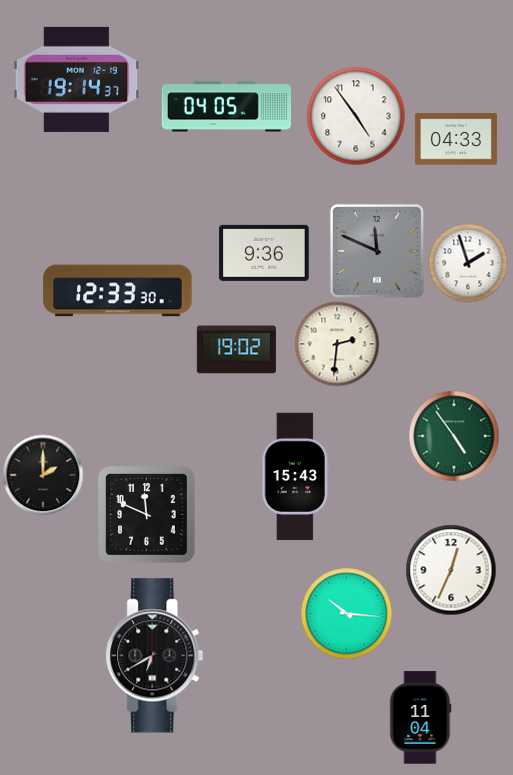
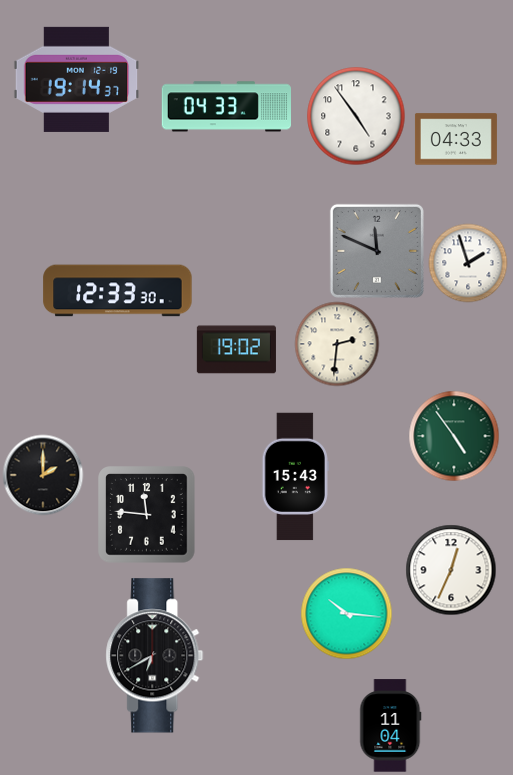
clock at (227, 107): 04:05 -> 04:33
clock at (264, 253): 9:36 -> none
clock at (147, 515): 11:49 -> 11:46
clock at (421, 718) position: (421, 718) -> (391, 726)
